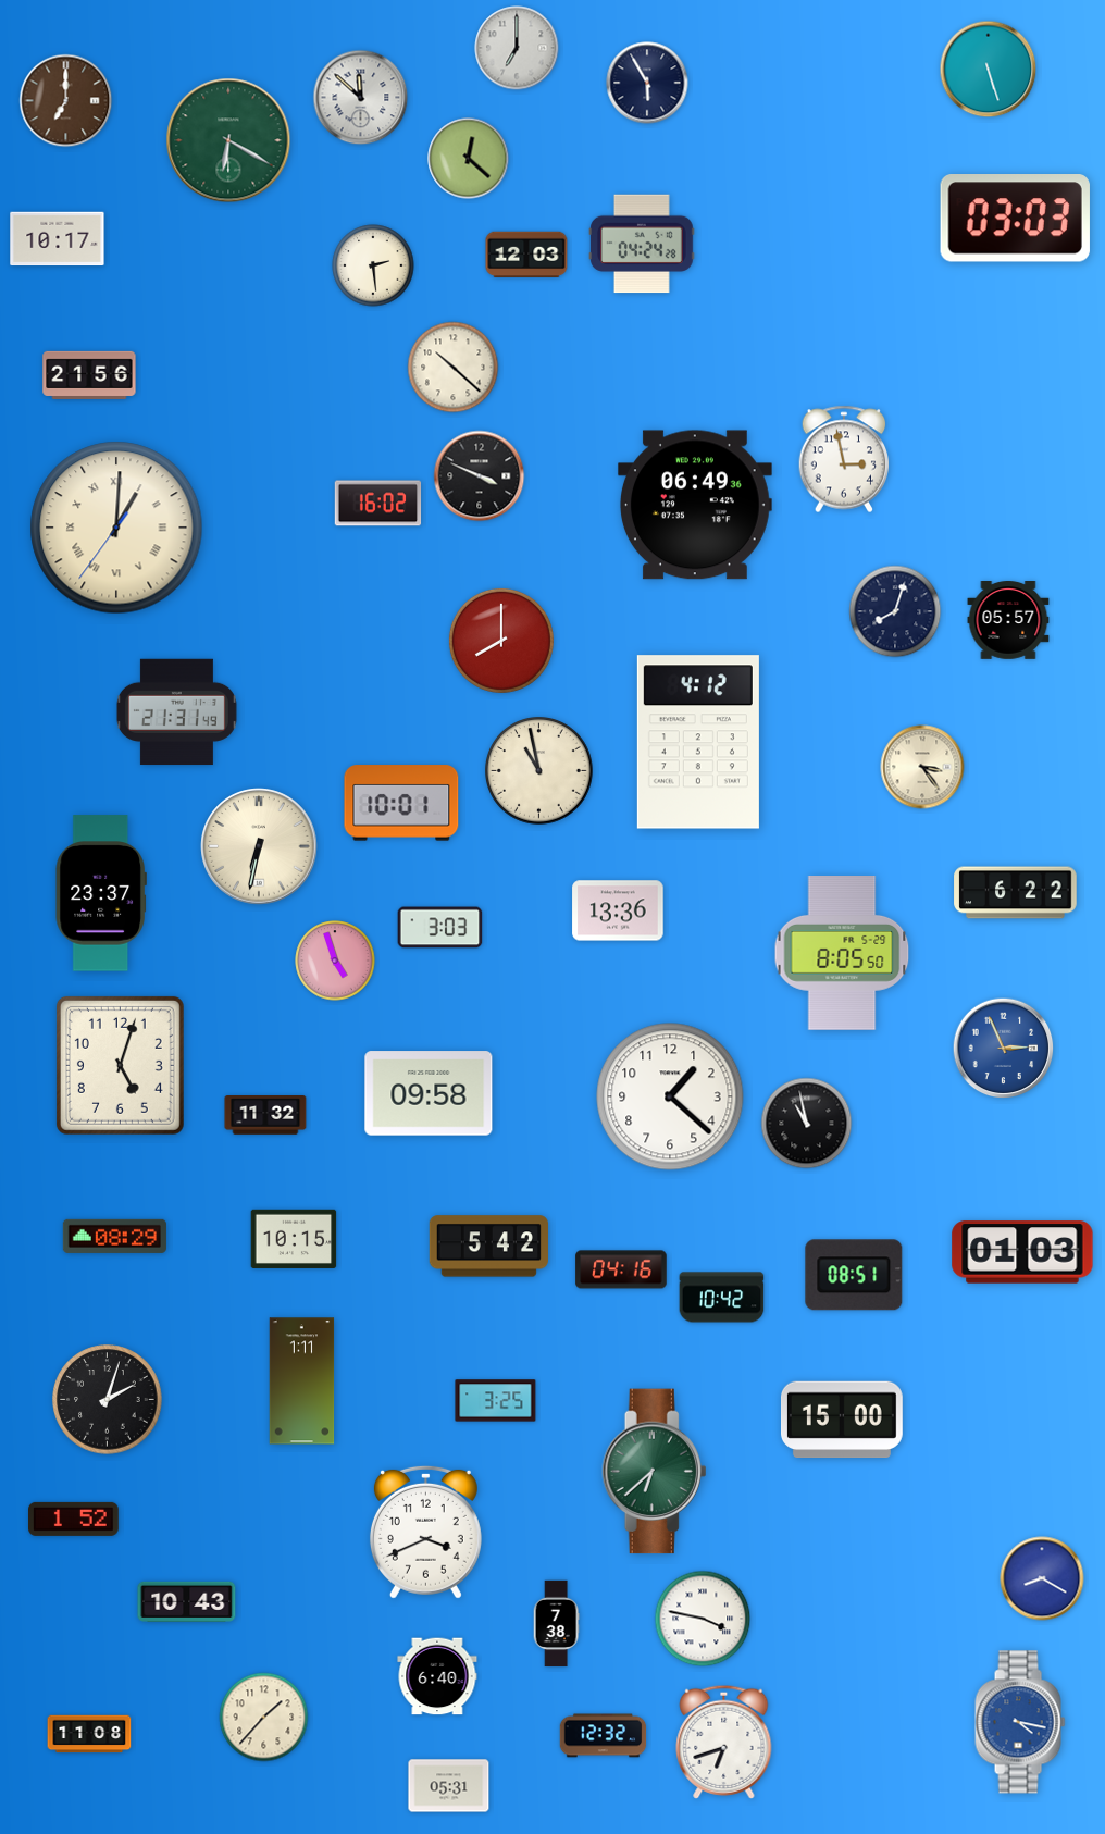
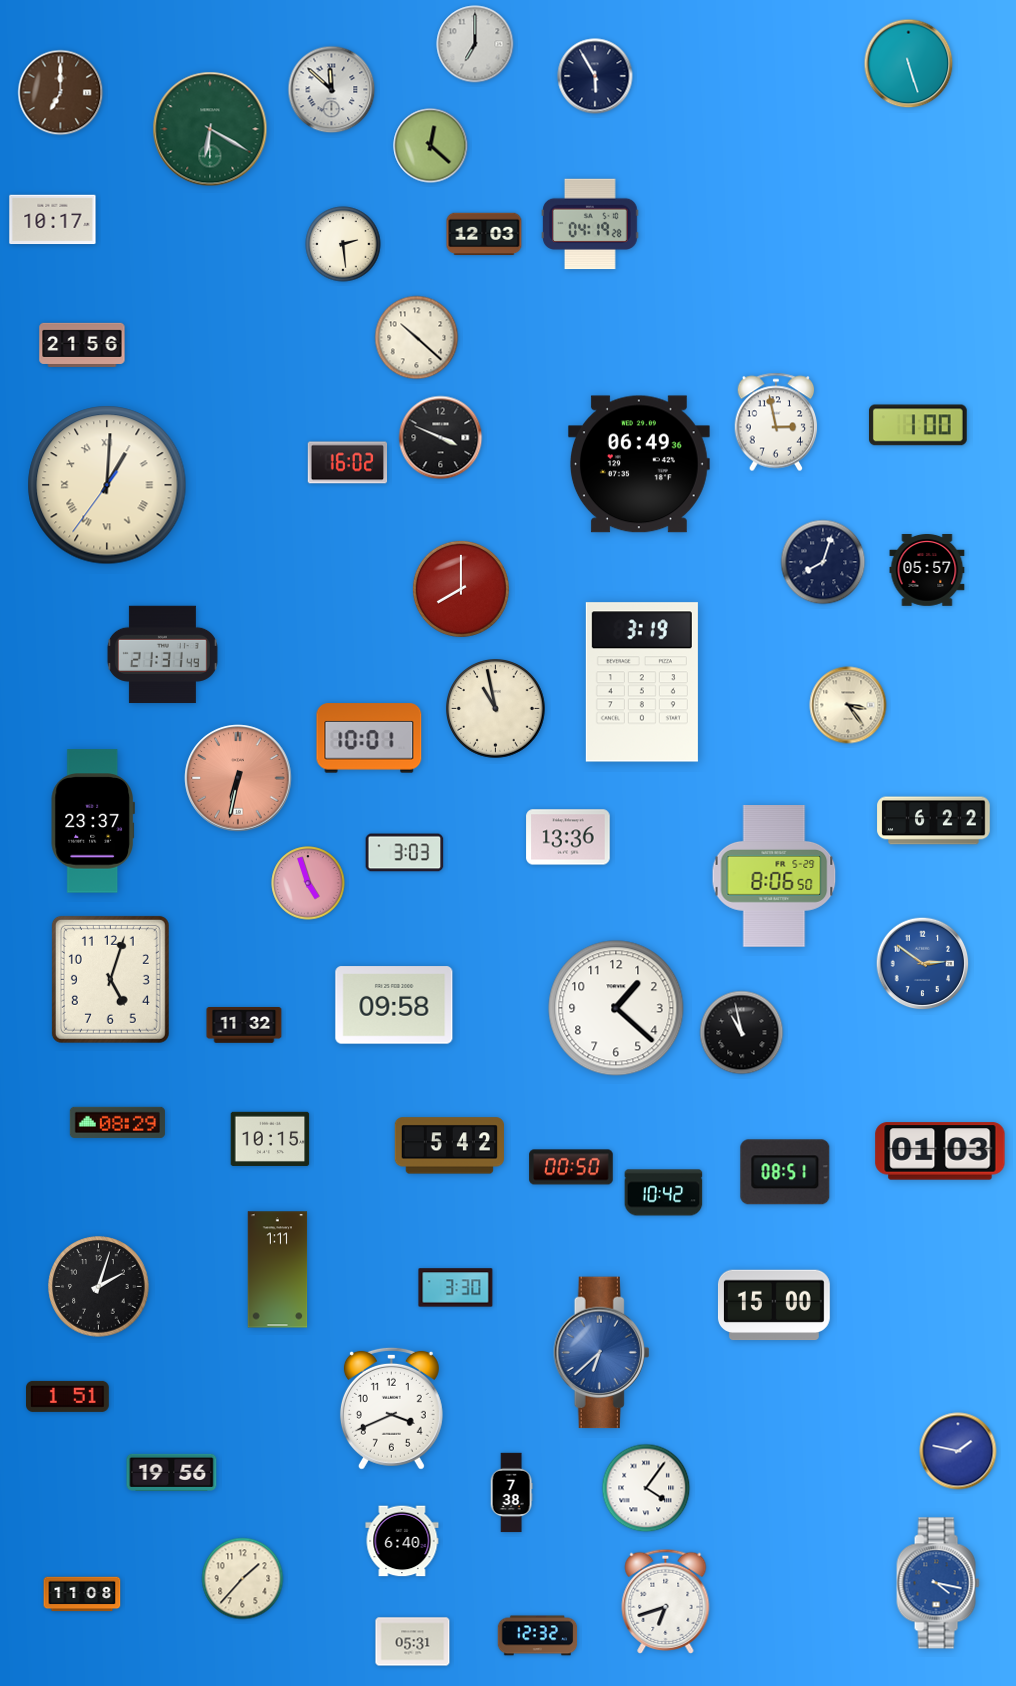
clock at (1015, 219): 03:03 -> none
clock at (643, 244): 04:24 -> 04:19
clock at (918, 425): none -> 1:00
clock at (698, 742): 4:12 -> 3:19
clock at (259, 846) dial: cream -> salmon
clock at (842, 954): 8:05 -> 8:06
clock at (1004, 1049): 2:56 -> 2:51
clock at (114, 1236) position: (114, 1236) -> (117, 1122)
clock at (621, 1269): 04:16 -> 00:50
clock at (496, 1401): 3:25 -> 3:30
clock at (655, 1472) dial: green -> blue
clock at (74, 1519): 1:52 -> 1:51
clock at (1042, 1578): 8:20 -> 1:47
clock at (187, 1601): 10:43 -> 19:56
clock at (703, 1619): 3:47 -> 4:06
clock at (604, 1736) position: (604, 1736) -> (538, 1636)
